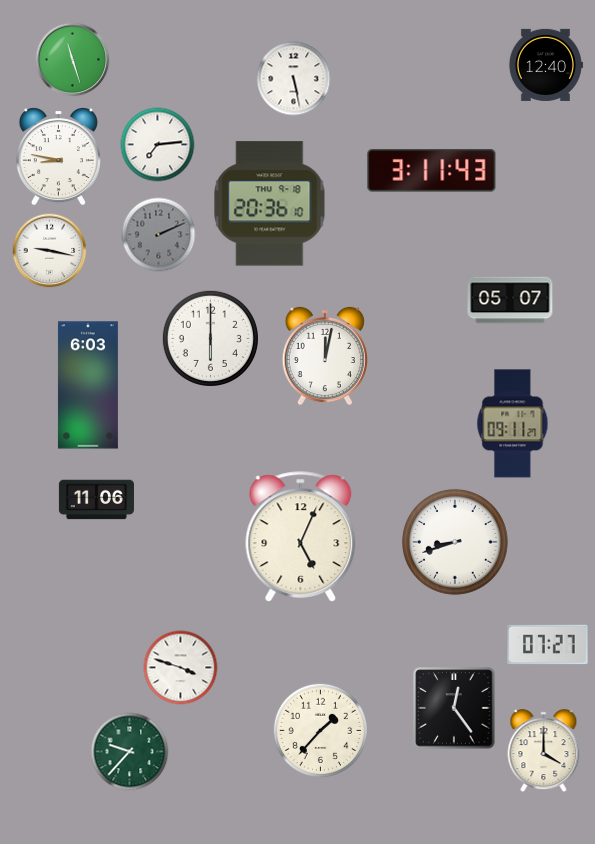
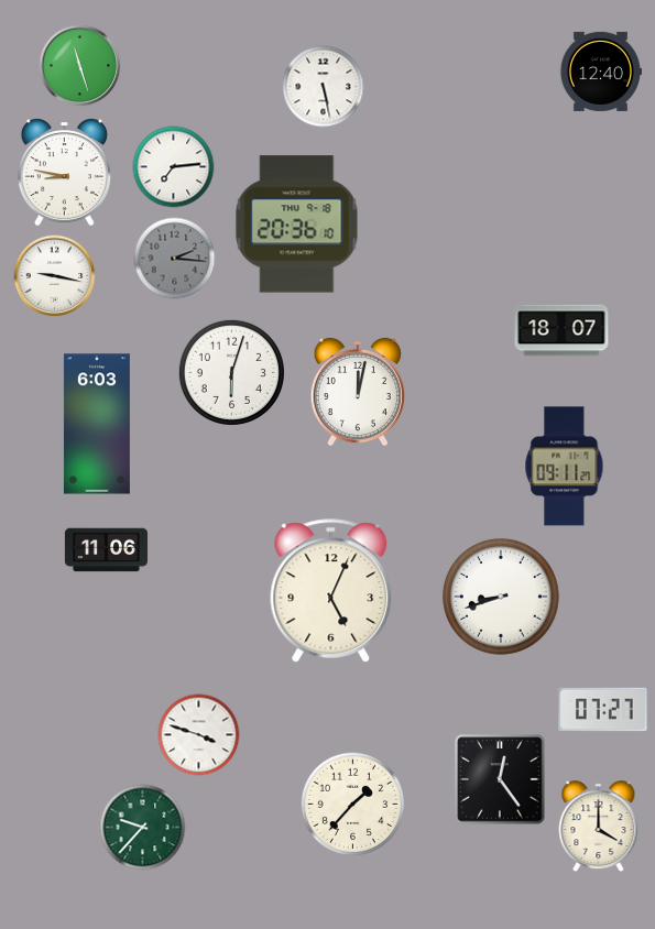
clock at (158, 145) position: (158, 145) -> (174, 167)
clock at (432, 171): 3:11 -> none
clock at (159, 235): 2:11 -> 2:16
clock at (510, 300): 05:07 -> 18:07
clock at (210, 338): 6:00 -> 6:03
